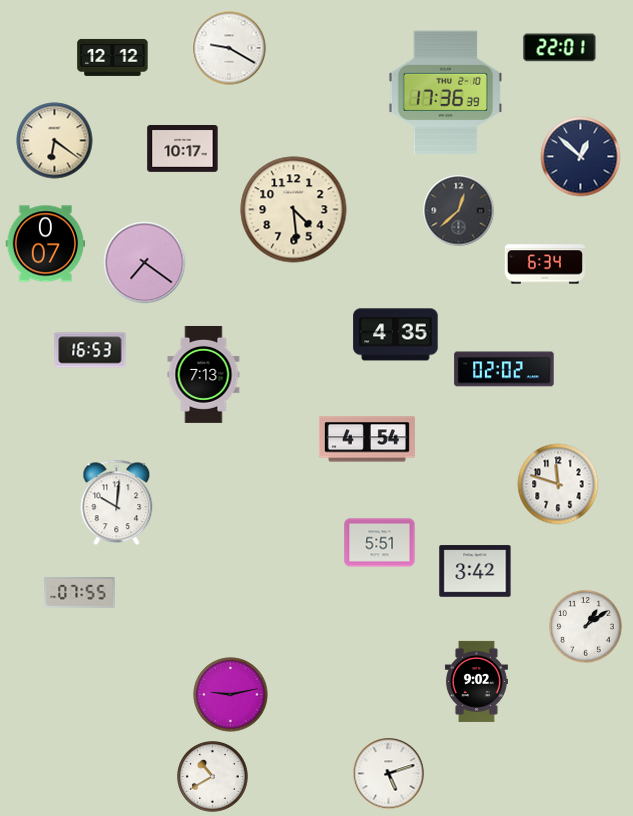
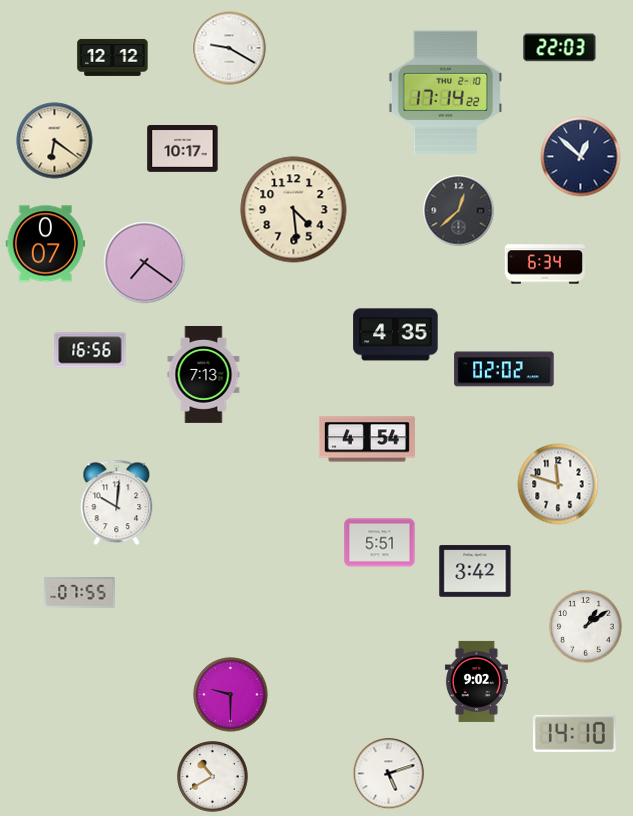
clock at (560, 48): 22:01 -> 22:03
clock at (446, 93): 17:36 -> 17:14
clock at (90, 350): 16:53 -> 16:56
clock at (231, 695): 9:13 -> 9:30
clock at (574, 733): none -> 14:10
